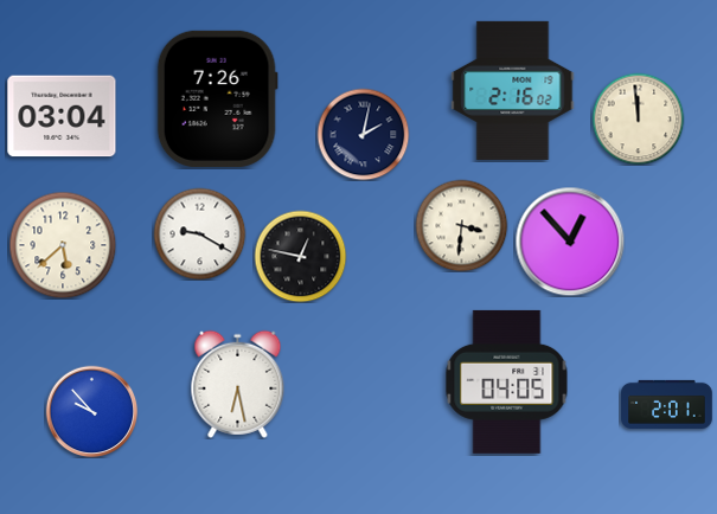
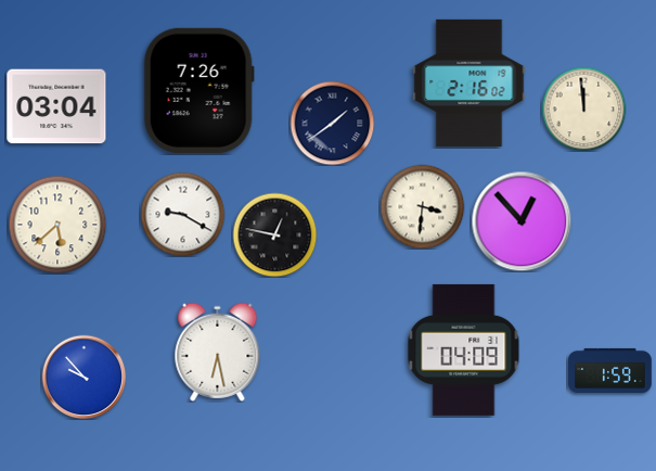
clock at (363, 134): 2:02 -> 1:39
clock at (507, 381): 04:05 -> 04:09
clock at (667, 404): 2:01 -> 1:59
